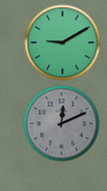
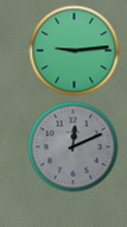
clock at (63, 43): 9:10 -> 9:14
